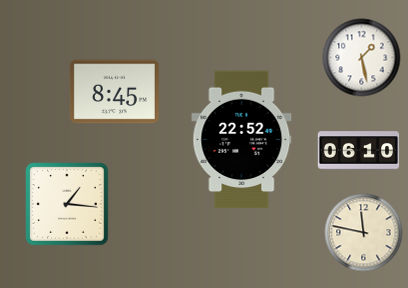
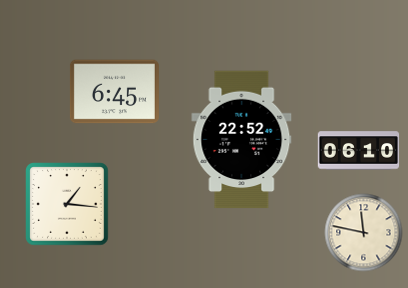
clock at (361, 57): 1:28 -> none
clock at (114, 92): 8:45 -> 6:45
